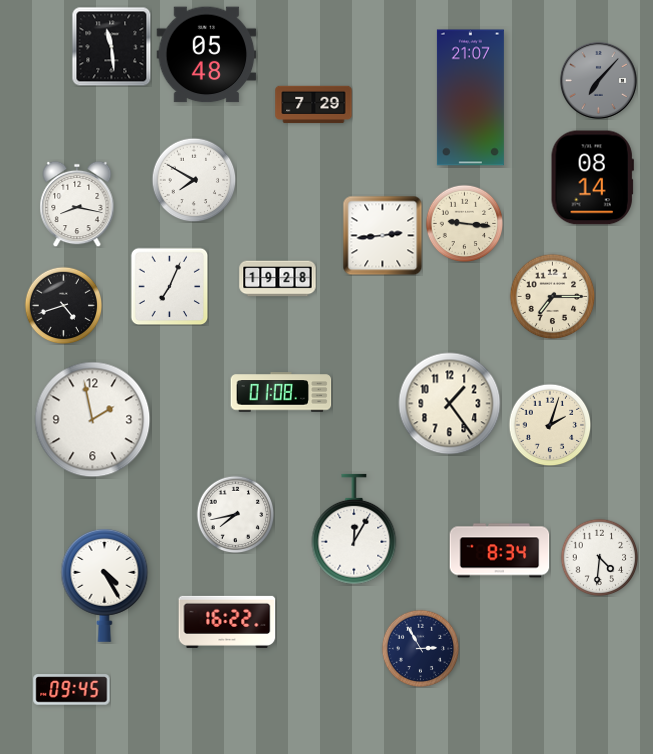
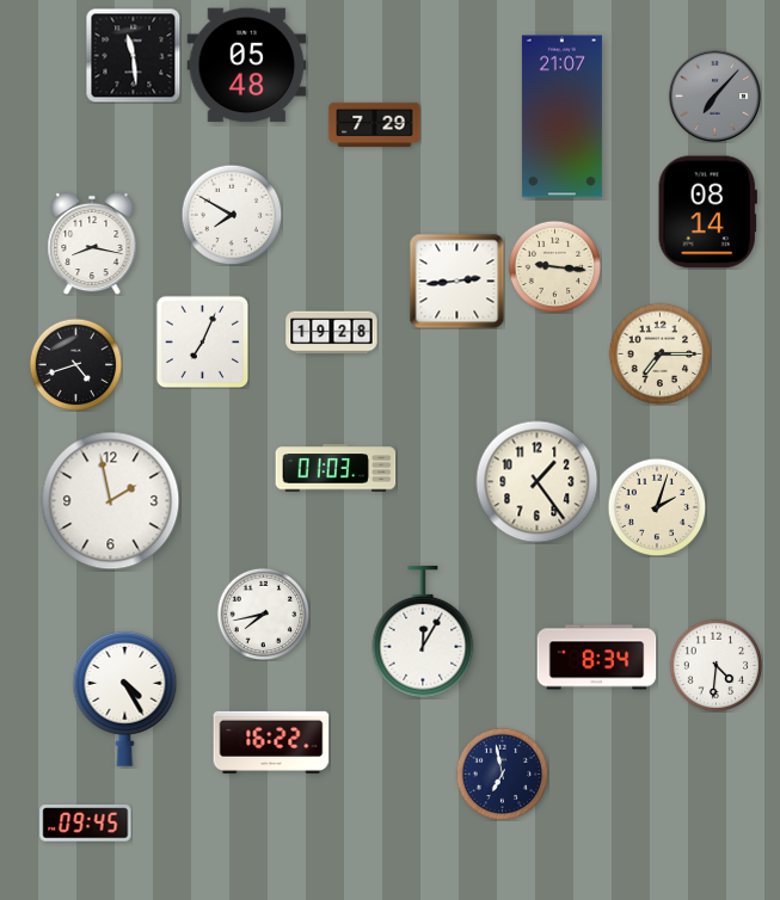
clock at (281, 392): 01:08 -> 01:03
clock at (235, 514) position: (235, 514) -> (263, 614)
clock at (420, 648): 2:55 -> 6:58
